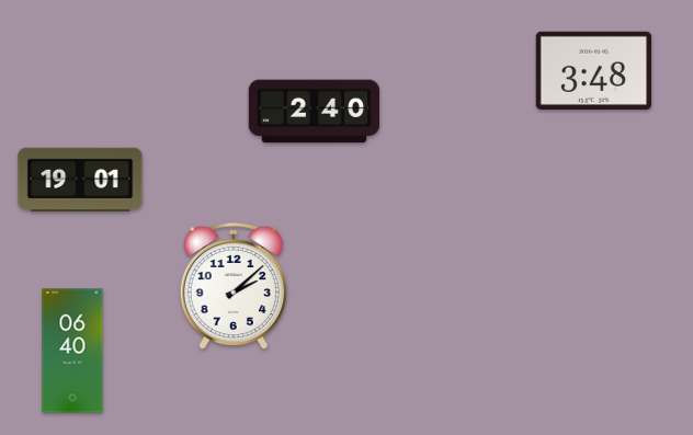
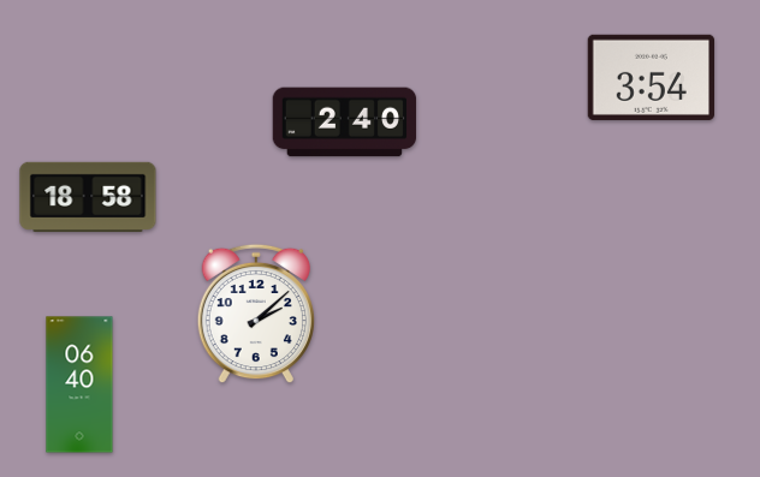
clock at (593, 70): 3:48 -> 3:54
clock at (80, 180): 19:01 -> 18:58
